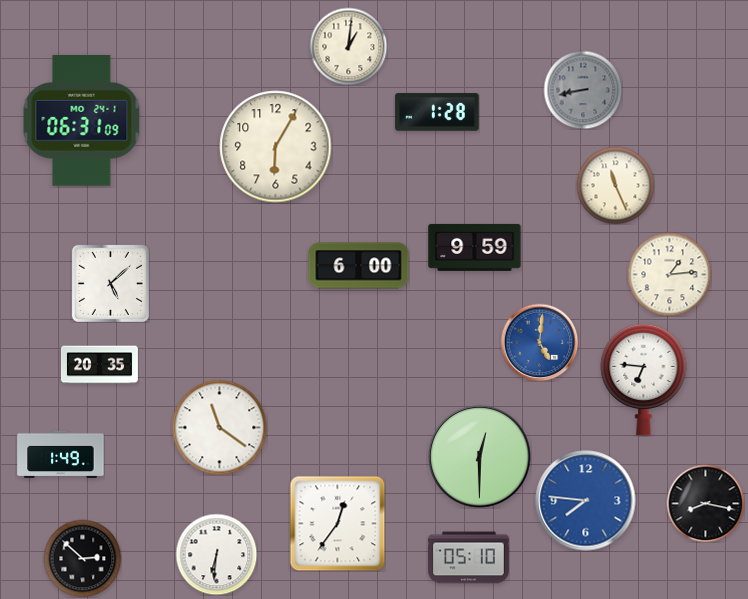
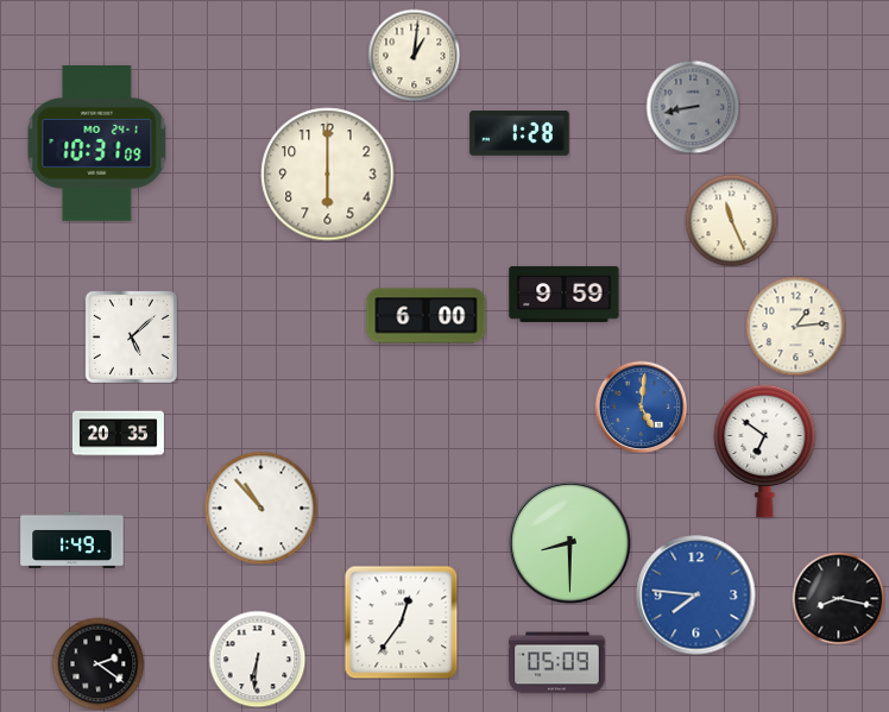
clock at (82, 120): 06:31 -> 10:31
clock at (276, 147): 6:05 -> 6:00
clock at (644, 379): 6:46 -> 6:51
clock at (219, 427): 11:21 -> 10:53
clock at (480, 457): 12:30 -> 8:30
clock at (82, 558): 2:52 -> 2:21
clock at (469, 558): 05:10 -> 05:09
